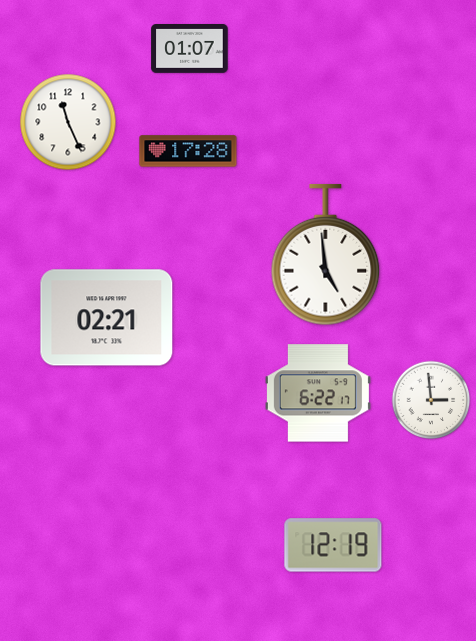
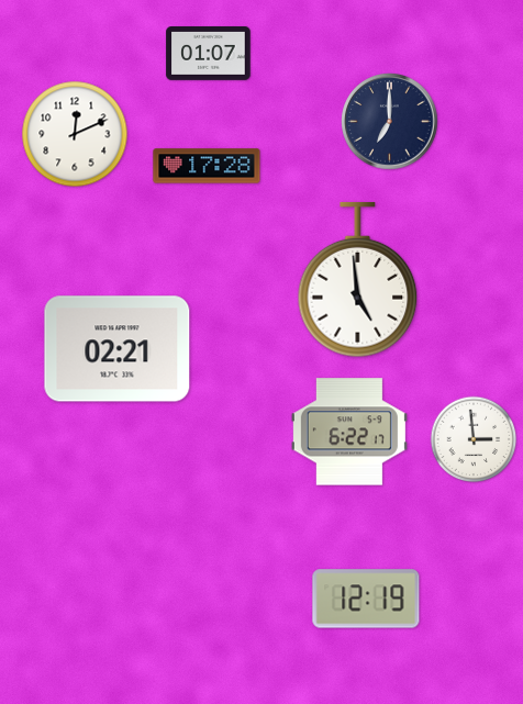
clock at (390, 122): none -> 7:00
clock at (68, 122): 11:26 -> 12:11
